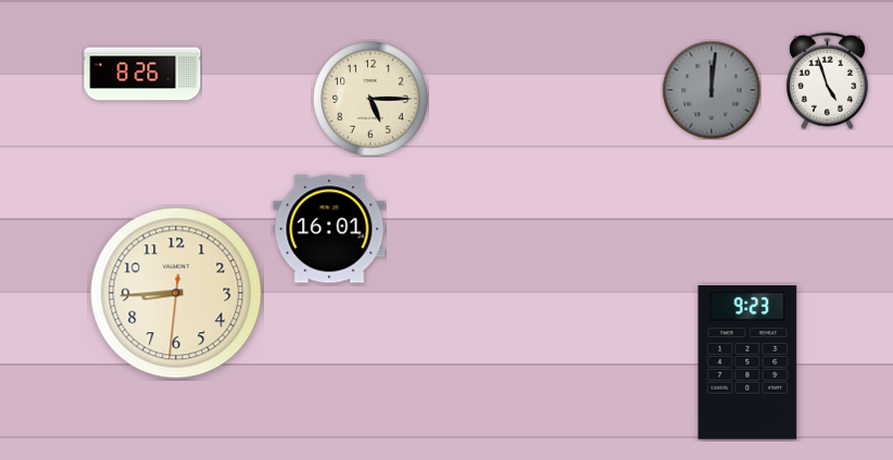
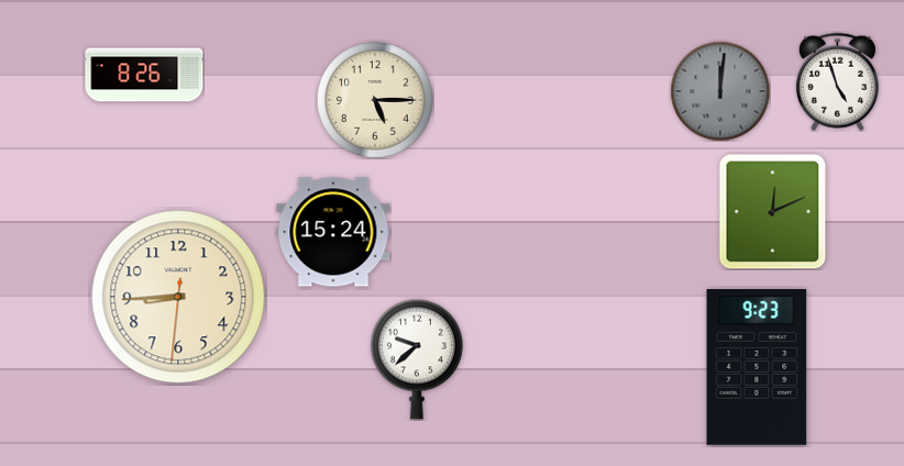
clock at (773, 211): none -> 12:11
clock at (329, 229): 16:01 -> 15:24
clock at (418, 359): none -> 9:38
